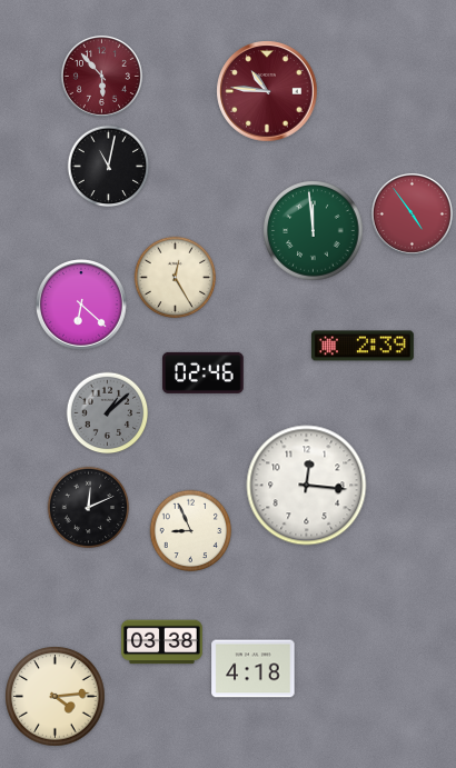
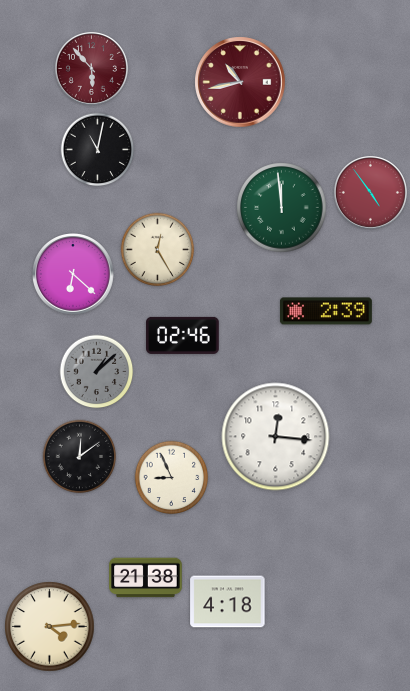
clock at (267, 91): 10:46 -> 10:43
clock at (89, 508): 12:11 -> 12:09
clock at (162, 642): 03:38 -> 21:38
